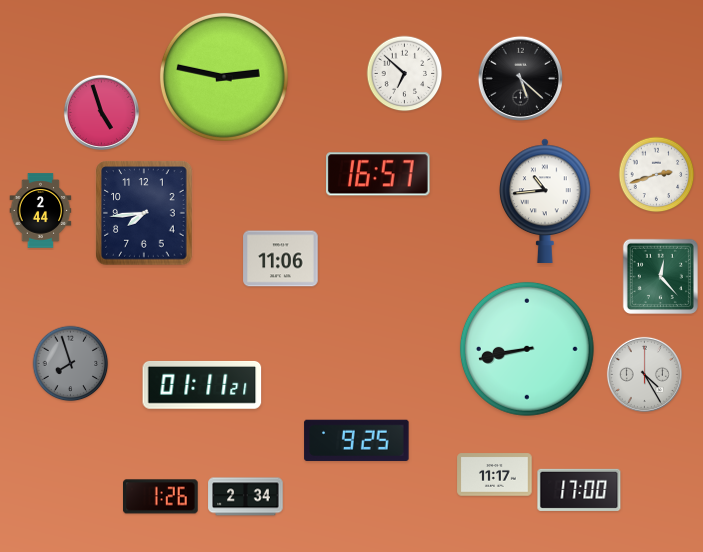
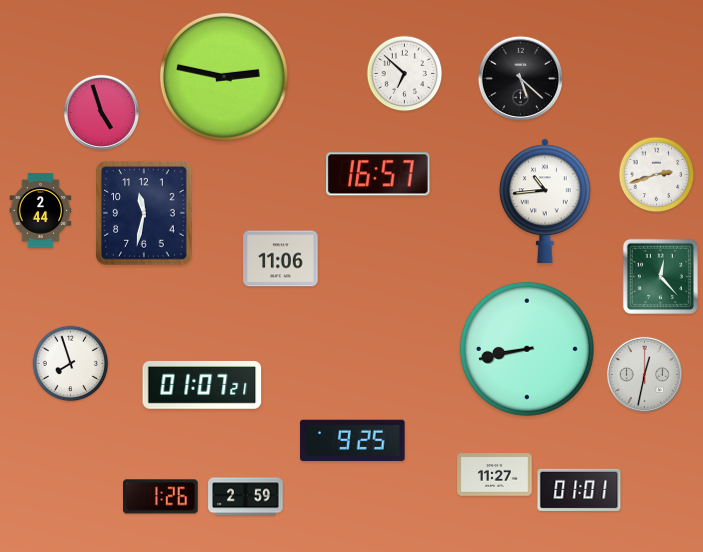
clock at (144, 213): 7:44 -> 11:32
clock at (71, 364) dial: grey -> white
clock at (644, 374): 4:25 -> 12:32
clock at (202, 385): 01:11 -> 01:07
clock at (357, 440) position: (357, 440) -> (353, 440)
clock at (495, 475): 11:17 -> 11:27
clock at (579, 490): 17:00 -> 01:01
clock at (246, 497): 2:34 -> 2:59
